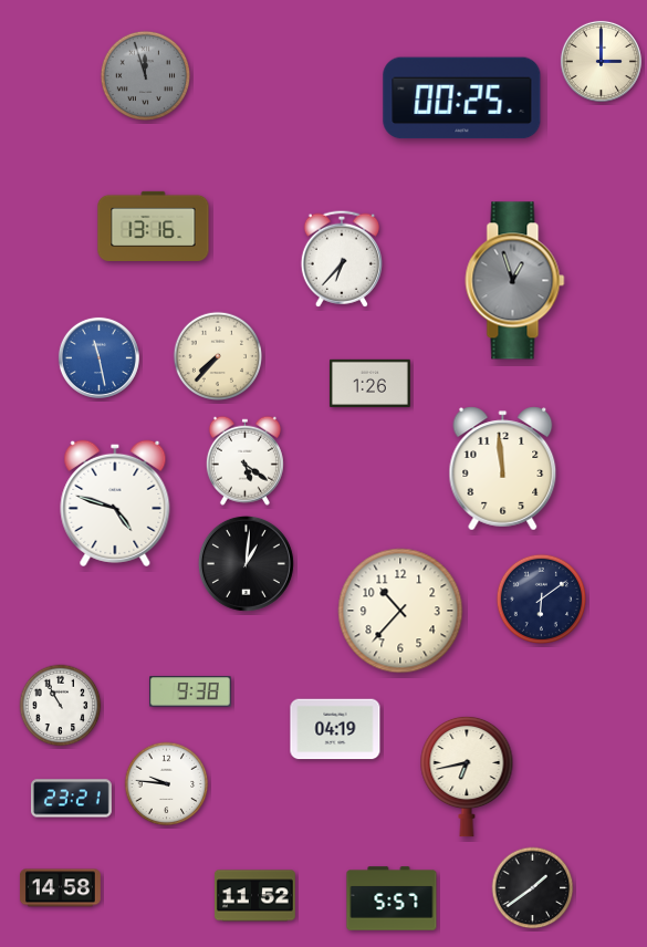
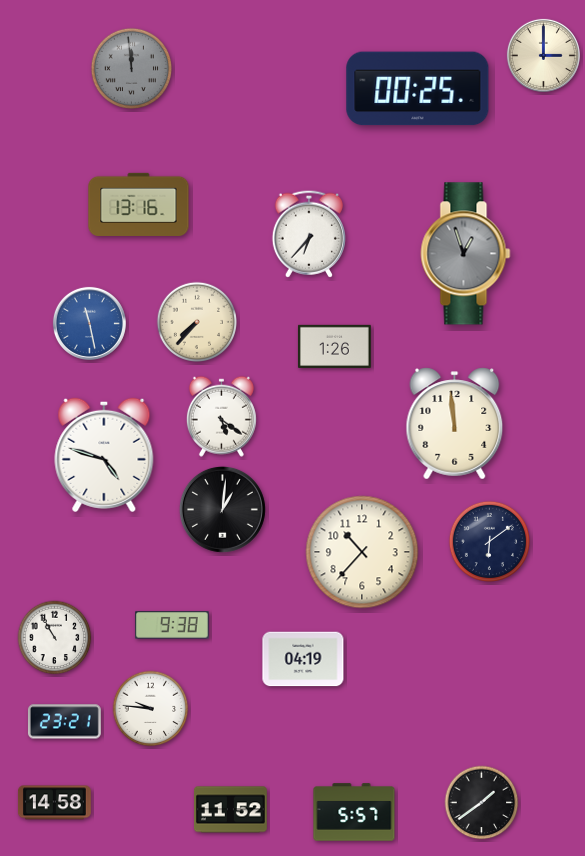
clock at (145, 75): 11:57 -> 11:59
clock at (467, 777): 6:43 -> none
